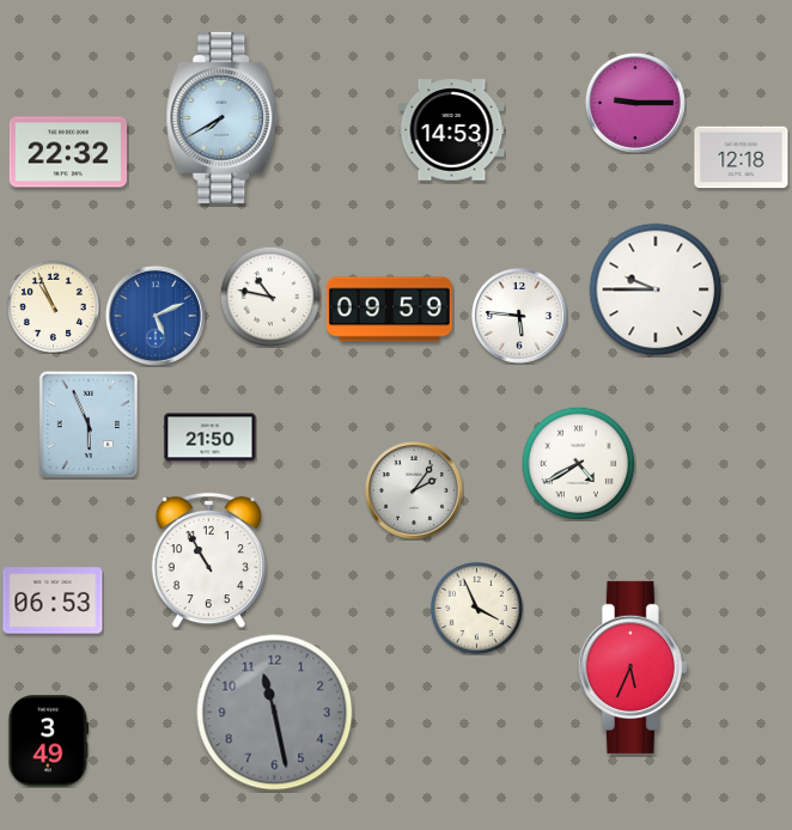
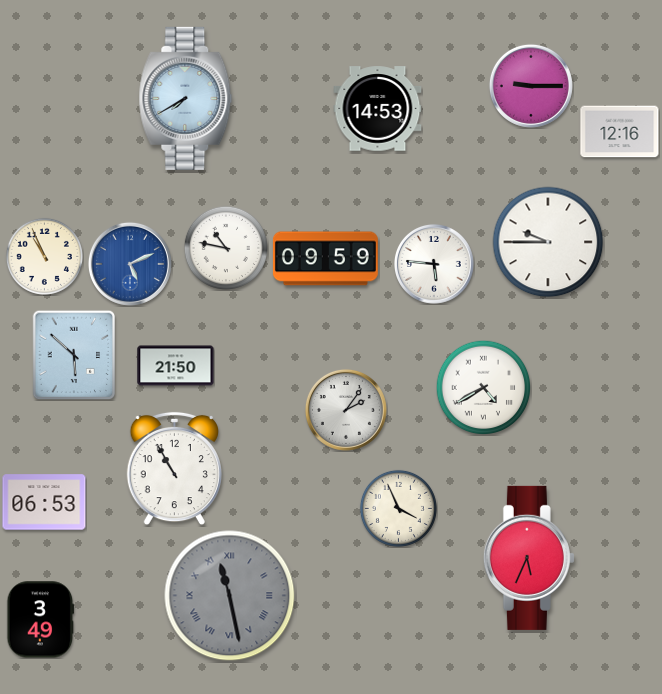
clock at (67, 152): 22:32 -> none
clock at (742, 158): 12:18 -> 12:16
clock at (89, 425): 5:56 -> 5:52
clock at (275, 713) numerals: Arabic -> Roman
